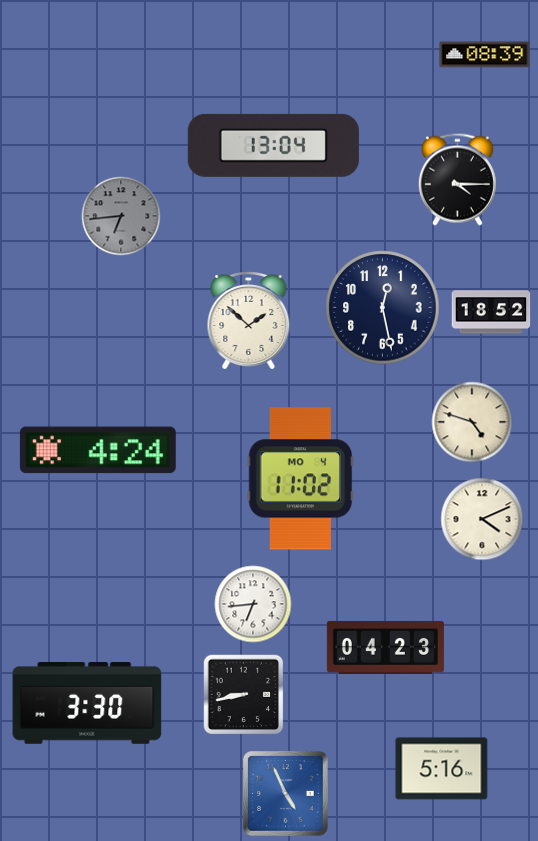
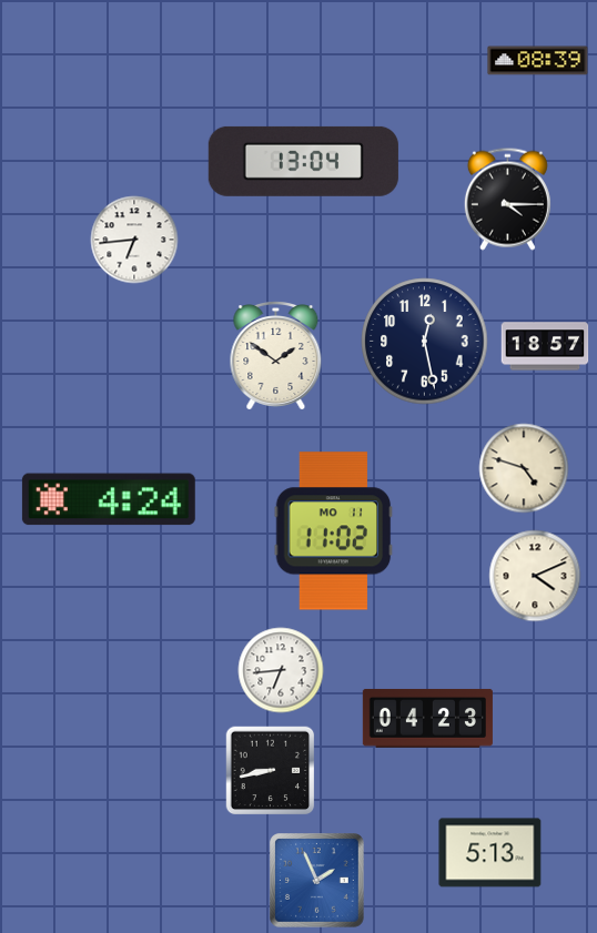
clock at (121, 216) dial: grey -> white
clock at (491, 312): 18:52 -> 18:57
clock at (249, 321): 1:52 -> 1:51
clock at (301, 479) date: MO 4 -> MO 11
clock at (87, 704): 3:30 -> none
clock at (442, 769): 5:16 -> 5:13
clock at (286, 794): 4:56 -> 1:56
